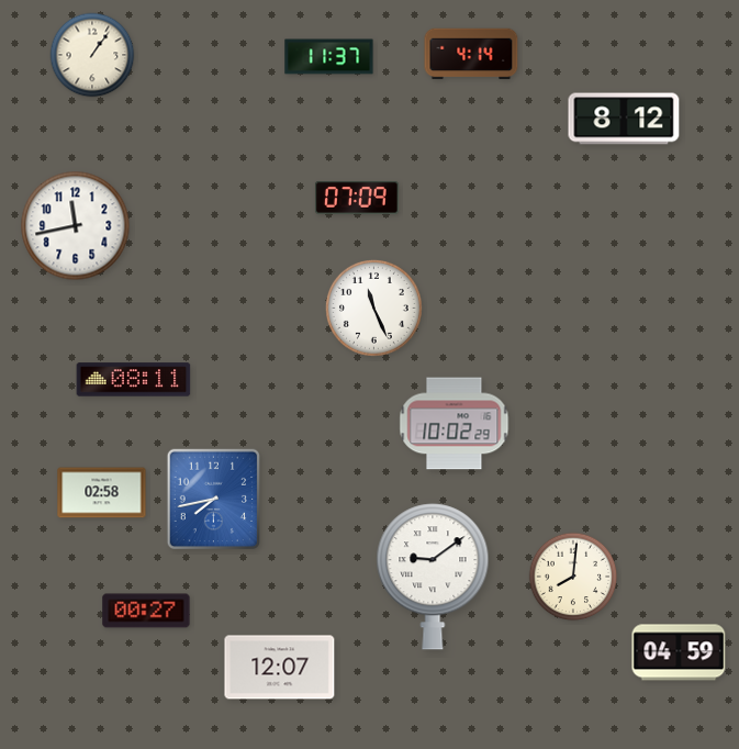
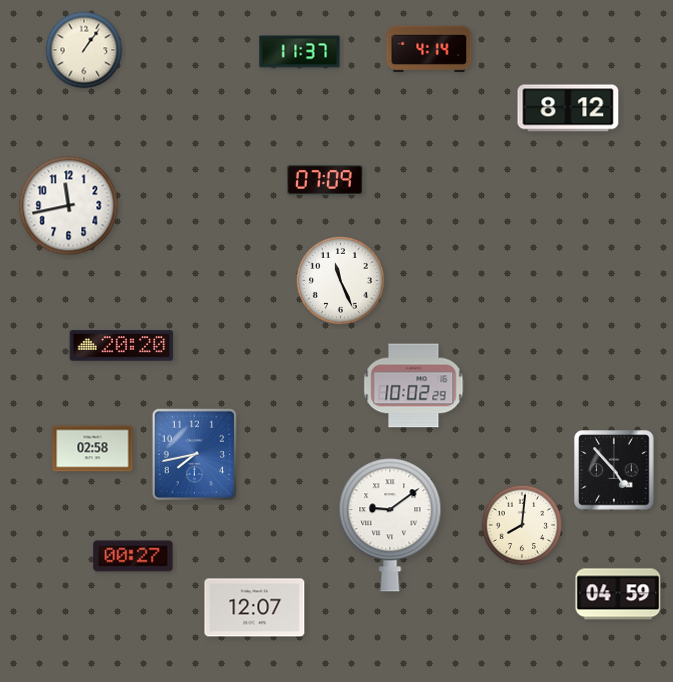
clock at (134, 380): 08:11 -> 20:20
clock at (614, 470): none -> 4:53
clock at (433, 577) position: (433, 577) -> (390, 525)
